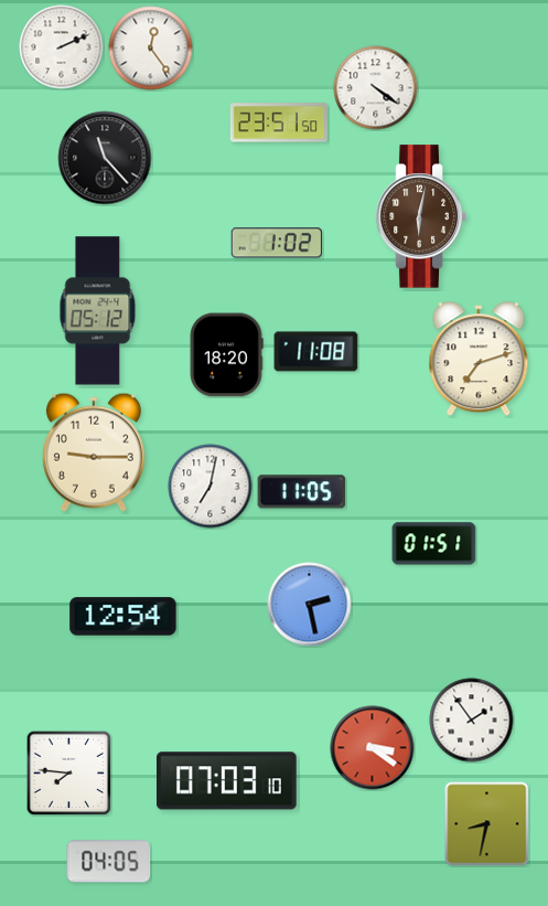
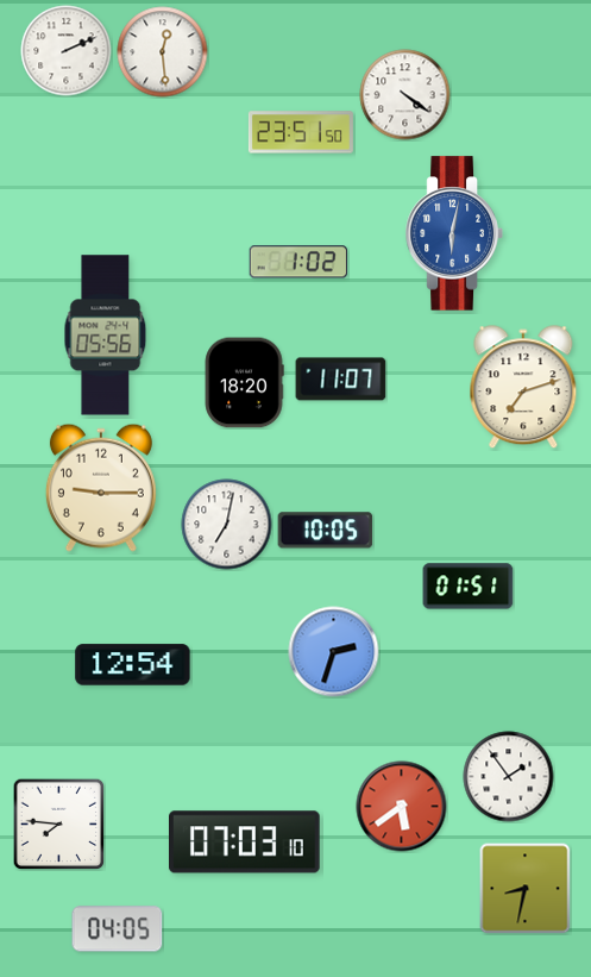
clock at (151, 49): 12:24 -> 12:29
clock at (105, 158): 11:23 -> none
clock at (421, 216) dial: brown -> blue
clock at (98, 311): 05:12 -> 05:56
clock at (316, 352): 11:08 -> 11:07
clock at (479, 360) position: (479, 360) -> (523, 388)
clock at (302, 492): 11:05 -> 10:05
clock at (310, 605): 2:28 -> 2:33
clock at (373, 748): 3:21 -> 5:39
clock at (68, 772) position: (68, 772) -> (58, 823)
